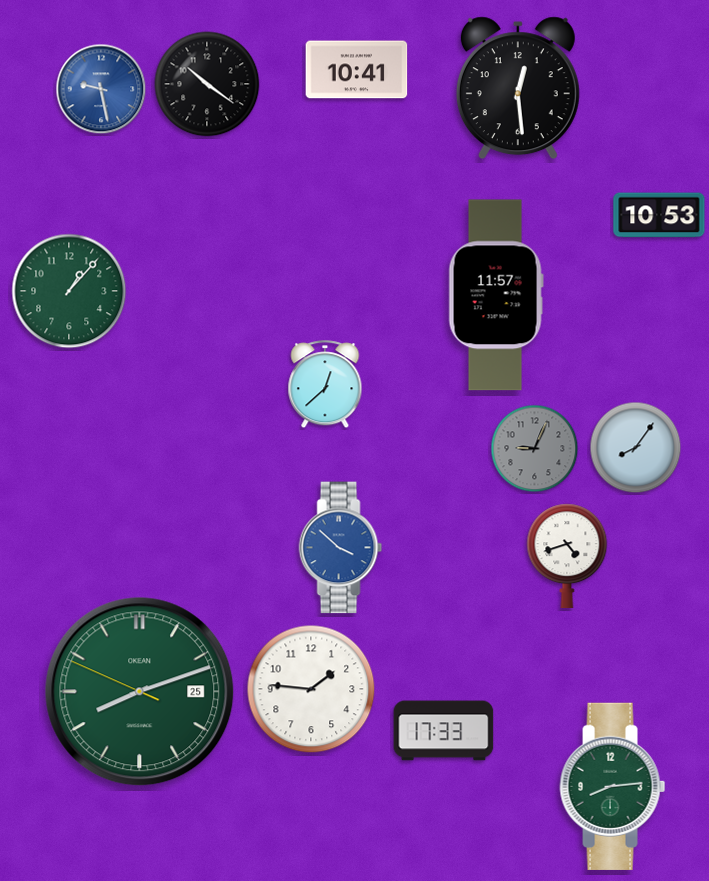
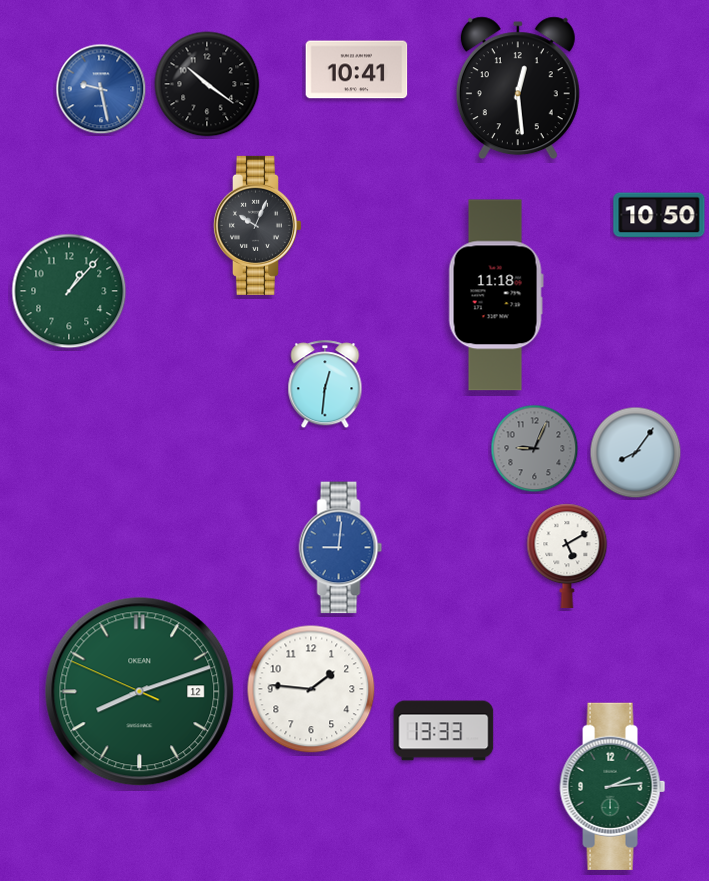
clock at (659, 215): 10:53 -> 10:50
clock at (257, 225): none -> 10:04
clock at (496, 295): 11:57 -> 11:18
clock at (325, 385): 12:38 -> 12:31
clock at (636, 448) position: (636, 448) -> (636, 453)
clock at (341, 548): 3:52 -> 9:01
clock at (567, 556): 4:42 -> 5:10
clock at (140, 692) date: 25 -> 12
clock at (444, 731): 17:33 -> 13:33
clock at (613, 786): 8:14 -> 2:14
